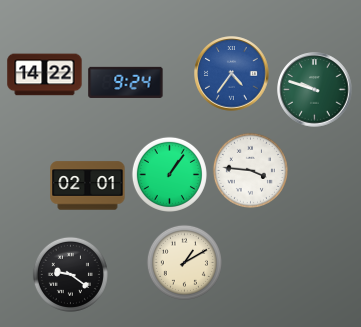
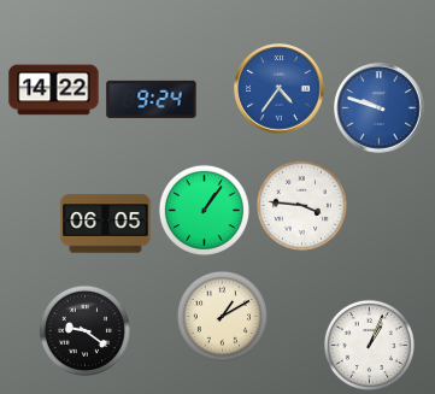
clock at (315, 90) dial: green -> blue
clock at (88, 186): 02:01 -> 06:05
clock at (369, 345): none -> 1:04
